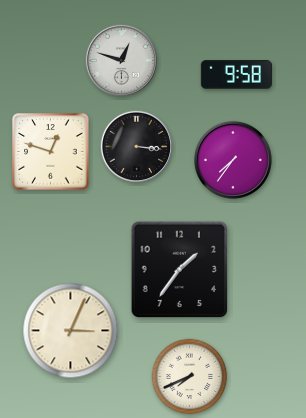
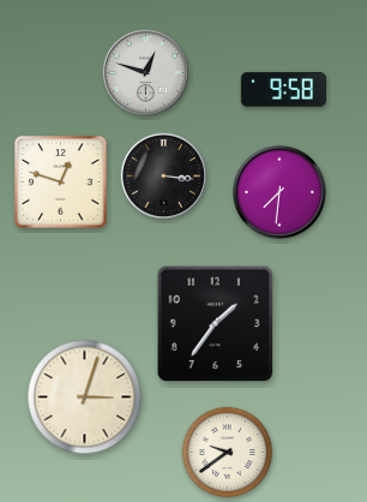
clock at (233, 160): 7:36 -> 7:31
clock at (71, 331): 3:04 -> 3:03
clock at (190, 377): 7:41 -> 9:39
